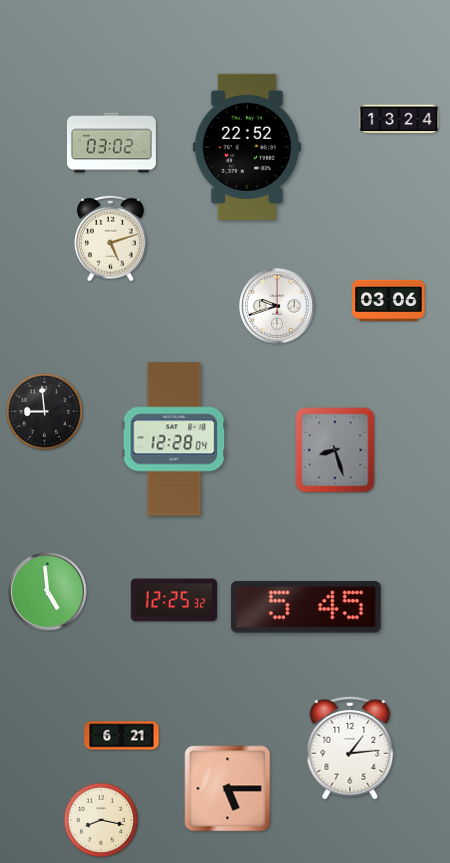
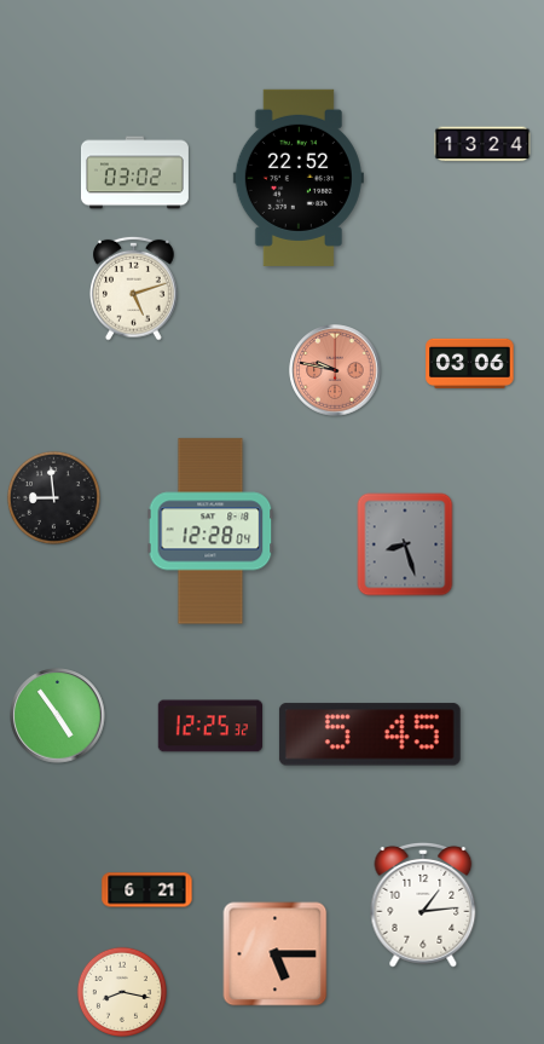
clock at (277, 306): 9:42 -> 9:47
clock at (277, 306) dial: white -> salmon
clock at (48, 592): 4:59 -> 4:54
